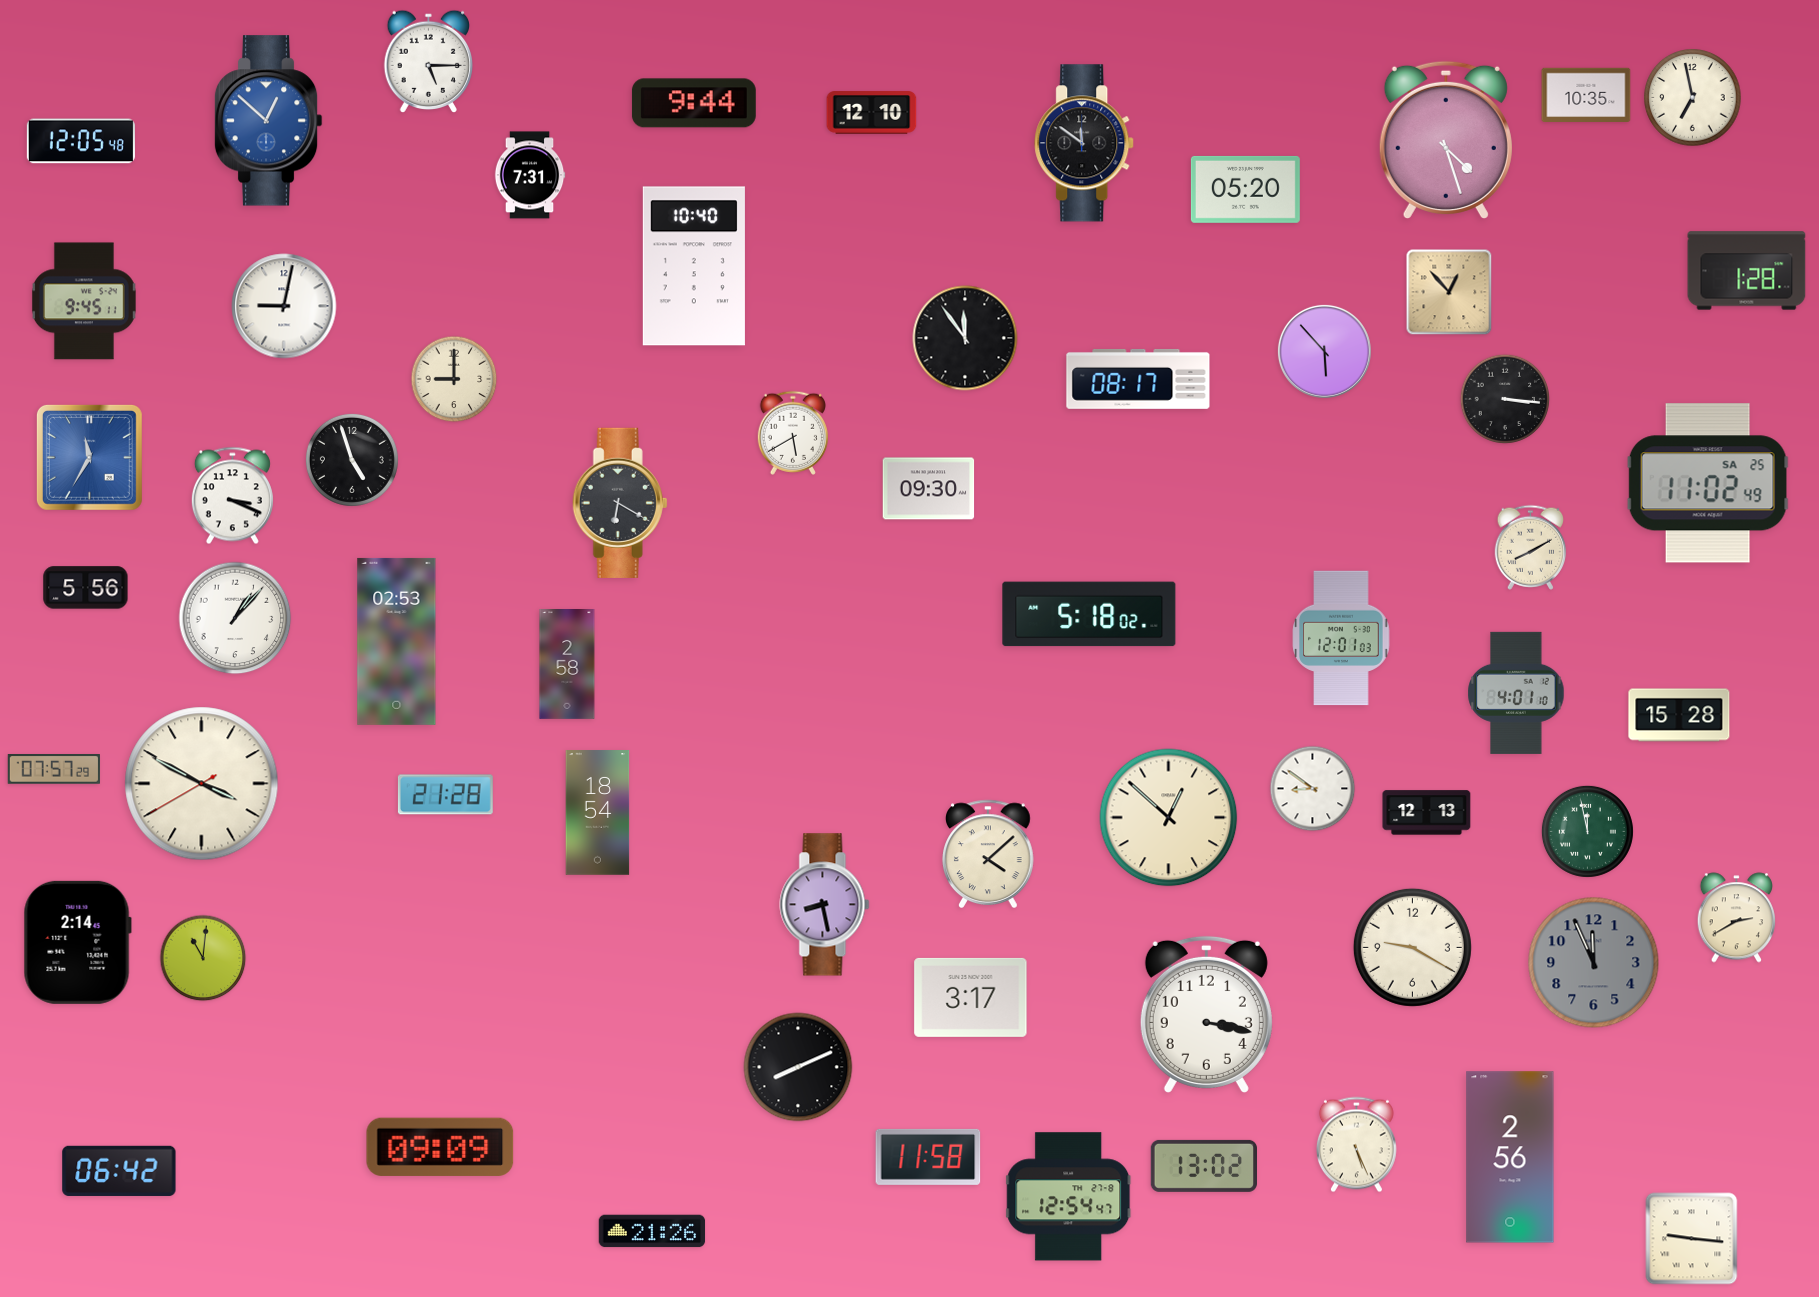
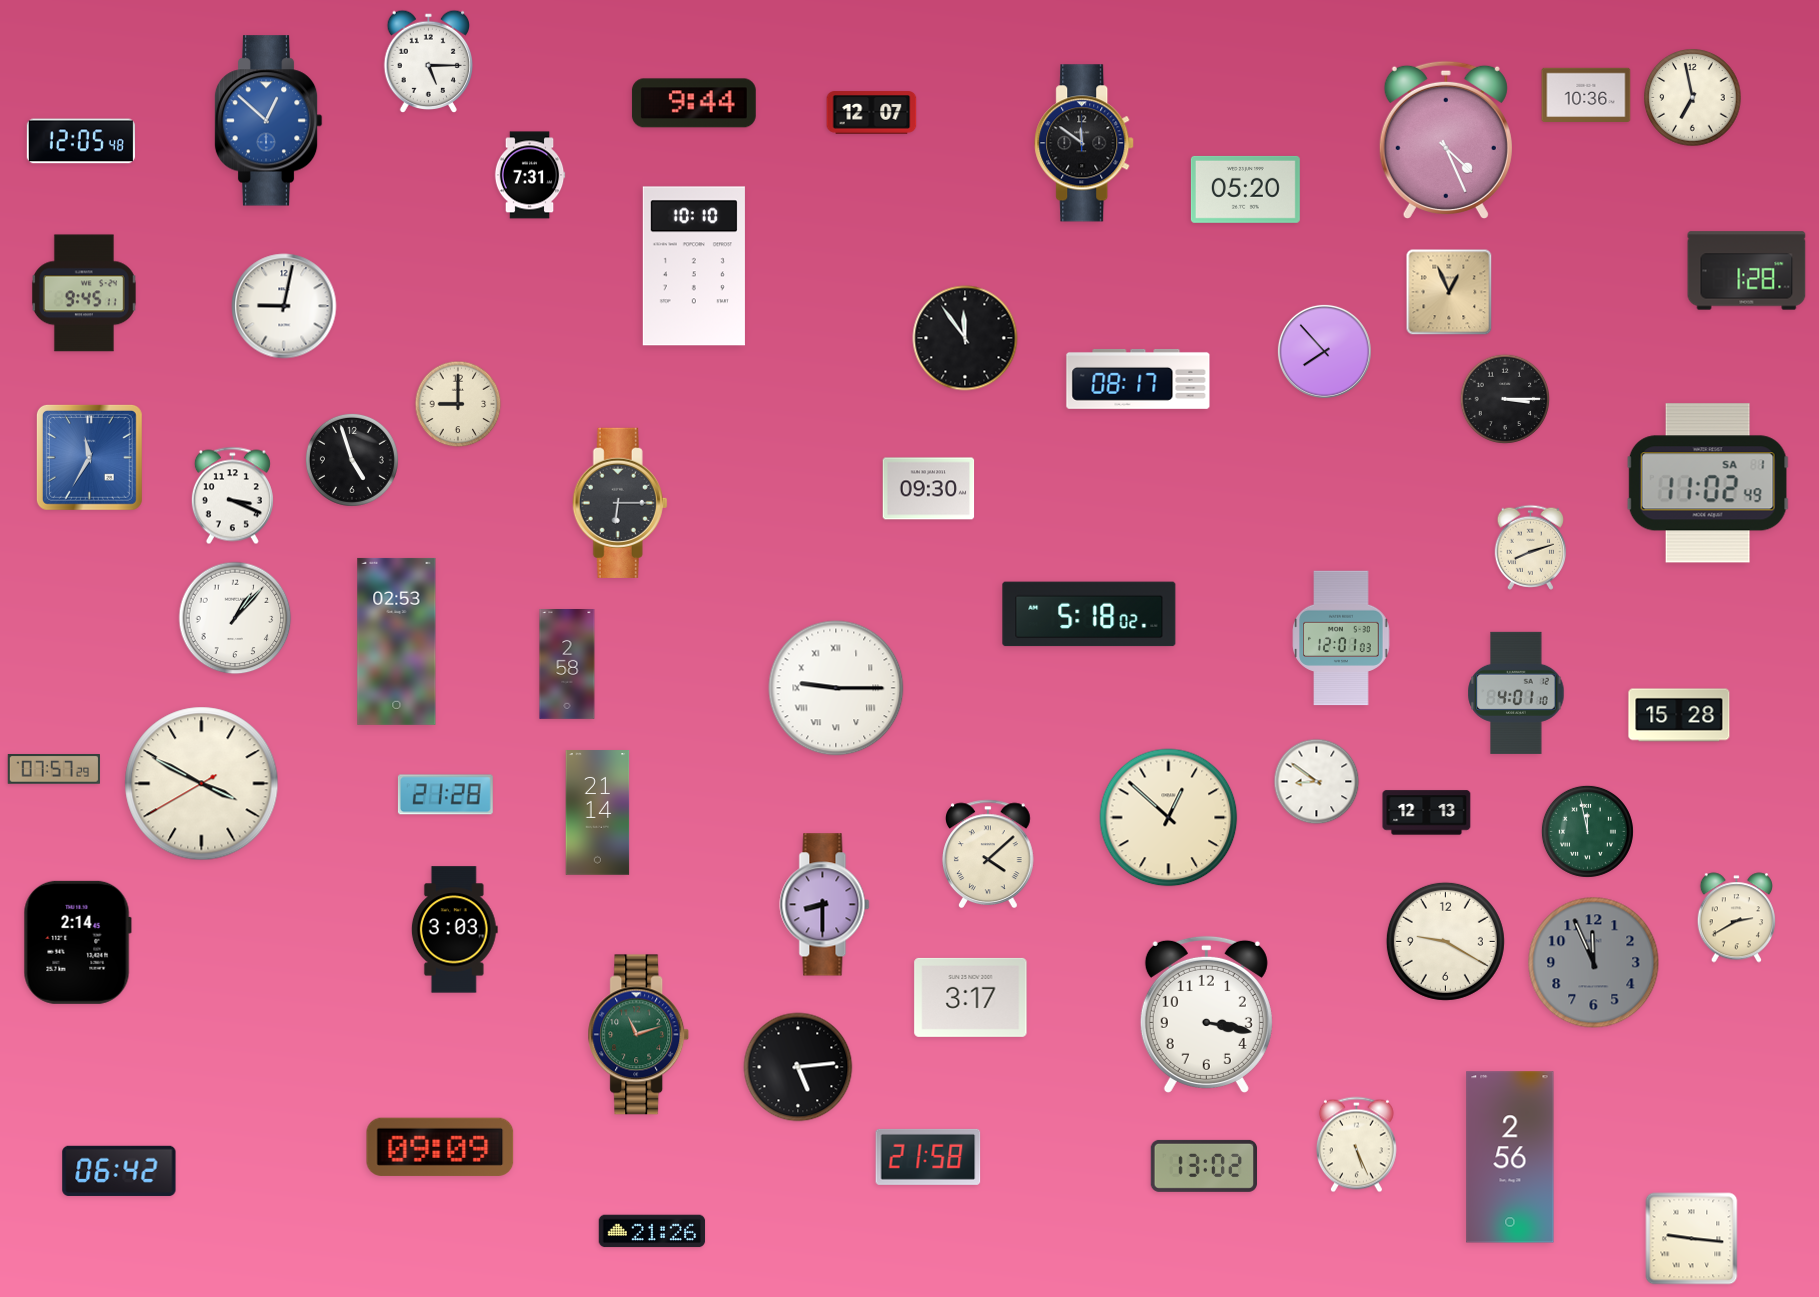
clock at (1586, 94): 10:35 -> 10:36
clock at (872, 113): 12:10 -> 12:07
clock at (1446, 139): 4:27 -> 4:26
clock at (694, 266): 10:40 -> 10:10
clock at (1449, 292): 12:53 -> 12:56
clock at (84, 301) position: (84, 301) -> (84, 293)
clock at (1324, 351): 5:53 -> 7:53
clock at (454, 379) position: (454, 379) -> (458, 404)
clock at (1505, 399): 3:16 -> 3:15
clock at (792, 433): 5:40 -> none
clock at (1708, 483) date: SA 25 -> SA 1
clock at (620, 503): 6:20 -> 6:15
clock at (1531, 547): 8:10 -> 8:12
clock at (86, 588): 5:56 -> none
clock at (836, 688): none -> 9:15
clock at (1313, 789) position: (1313, 789) -> (1317, 782)
clock at (598, 813): 18:54 -> 21:14
clock at (825, 905): 8:28 -> 8:30
clock at (454, 930): none -> 3:03
clock at (1412, 947) position: (1412, 947) -> (1445, 941)
clock at (203, 958): 11:01 -> none
clock at (639, 1035): none -> 11:12
clock at (798, 1067): 8:11 -> 5:14
clock at (928, 1157): 11:58 -> 21:58
clock at (1069, 1197): 12:54 -> none
